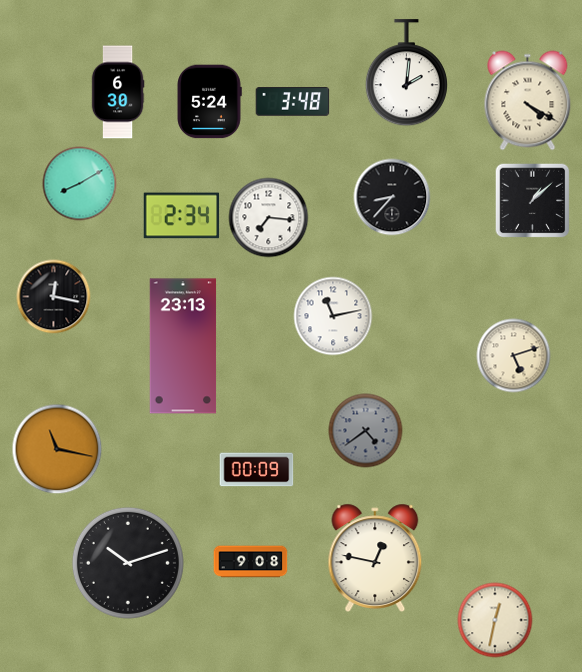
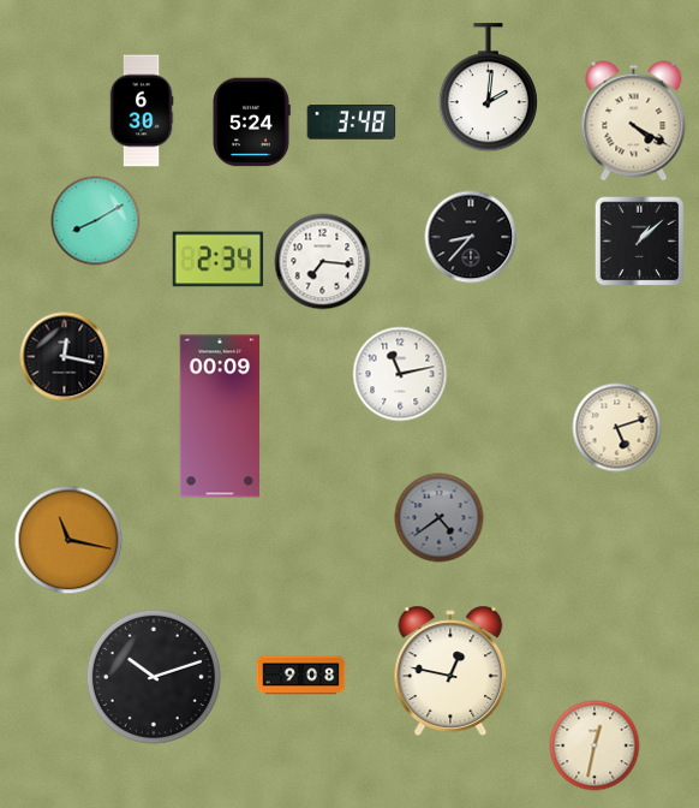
clock at (333, 316) position: (333, 316) -> (400, 374)
clock at (183, 346): 23:13 -> 00:09
clock at (257, 470): 00:09 -> none
